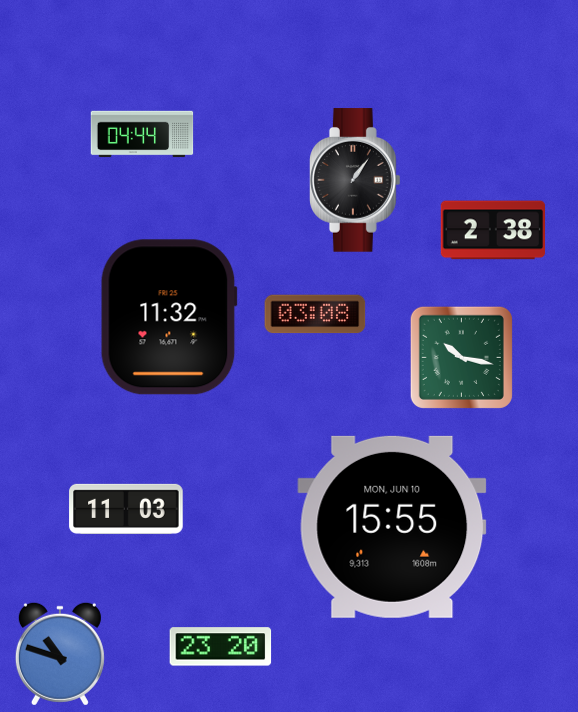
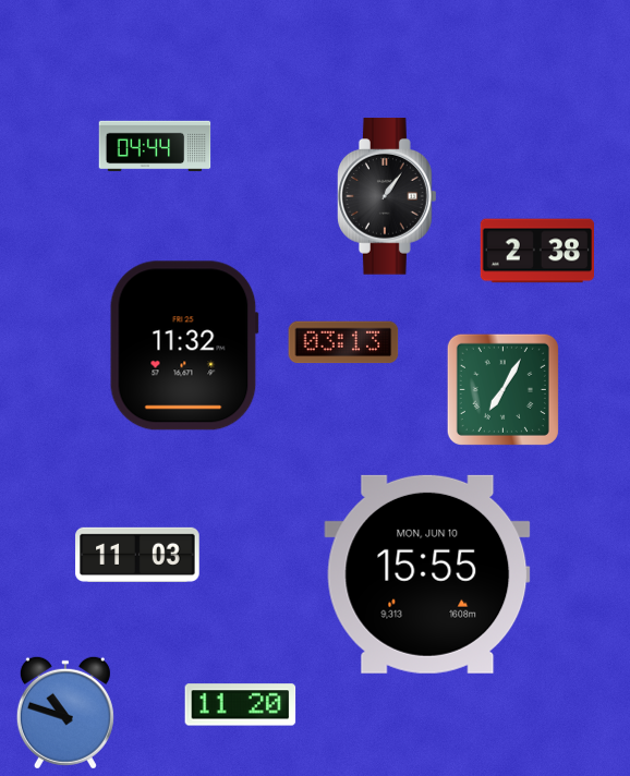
clock at (315, 314): 03:08 -> 03:13
clock at (461, 357): 10:17 -> 7:05
clock at (221, 647): 23:20 -> 11:20
